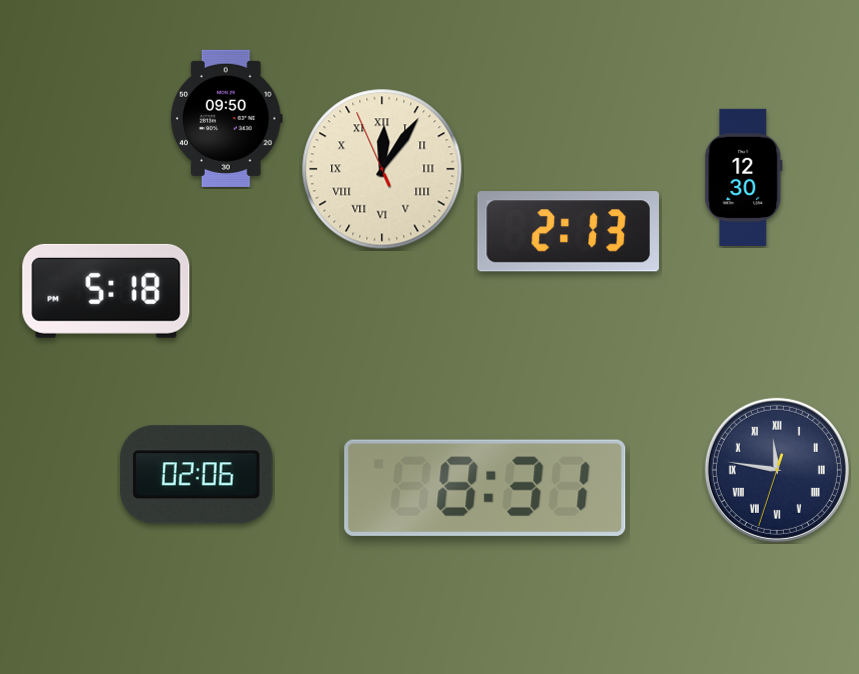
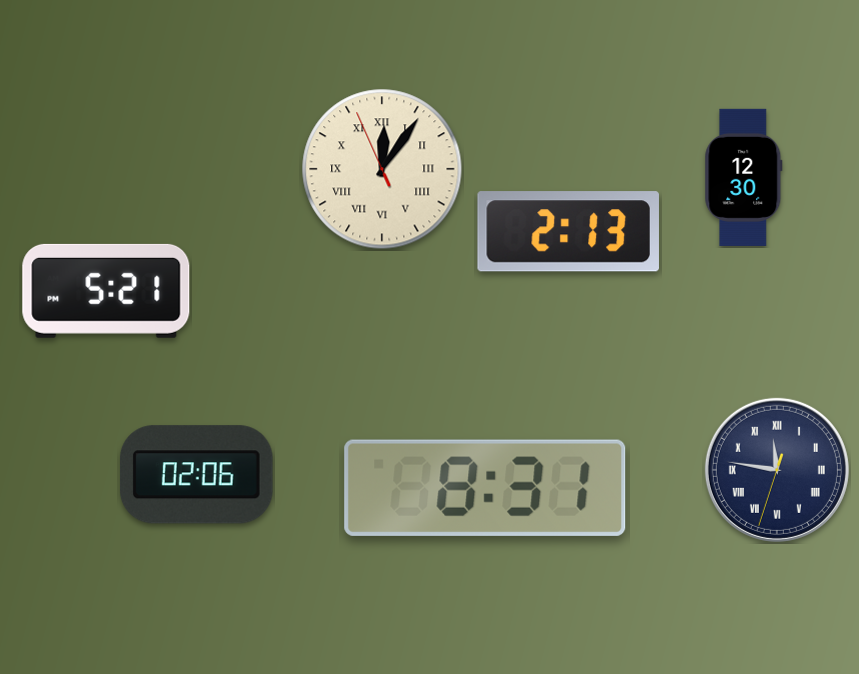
clock at (226, 118): 09:50 -> none
clock at (106, 291): 5:18 -> 5:21
